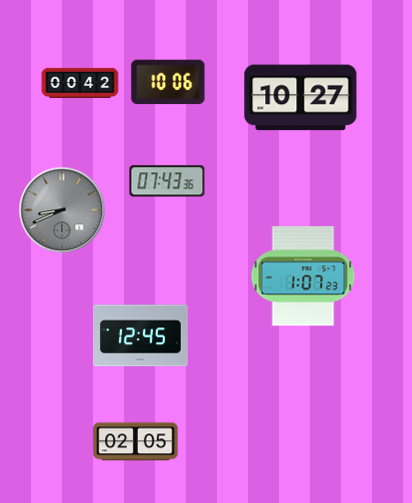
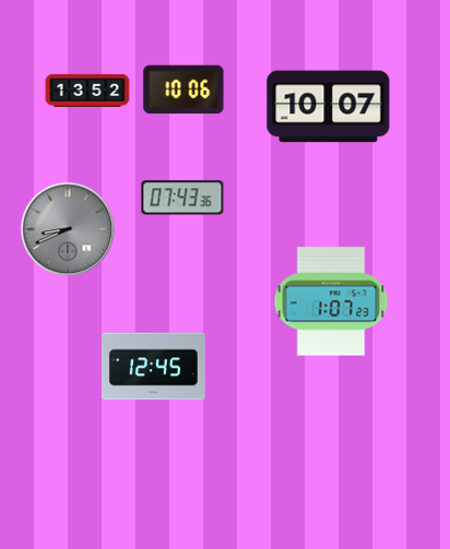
clock at (80, 83): 00:42 -> 13:52
clock at (301, 98): 10:27 -> 10:07
clock at (136, 442): 02:05 -> none
